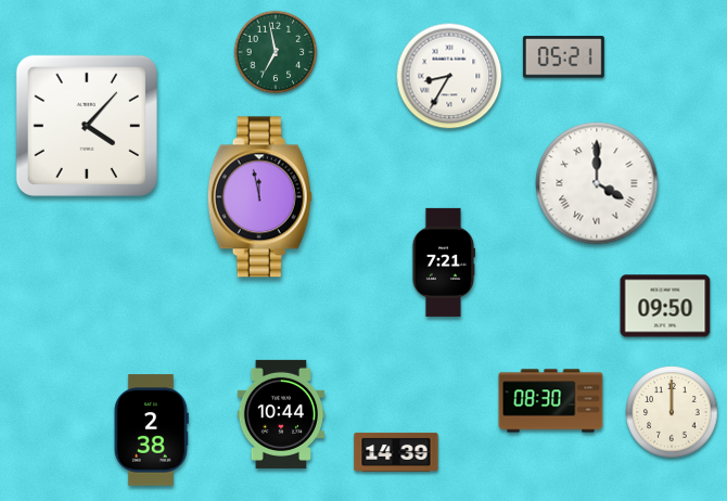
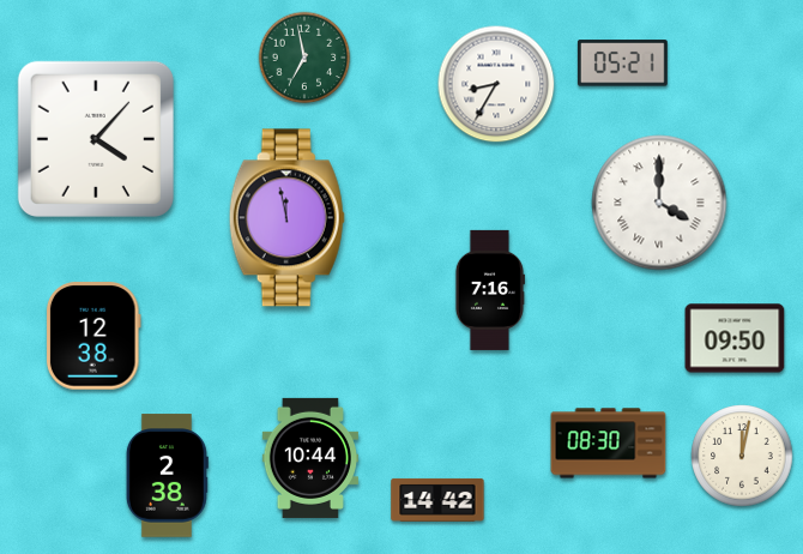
clock at (443, 262): 7:21 -> 7:16
clock at (93, 336): none -> 12:38
clock at (672, 412): 12:00 -> 12:02
clock at (396, 452): 14:39 -> 14:42
